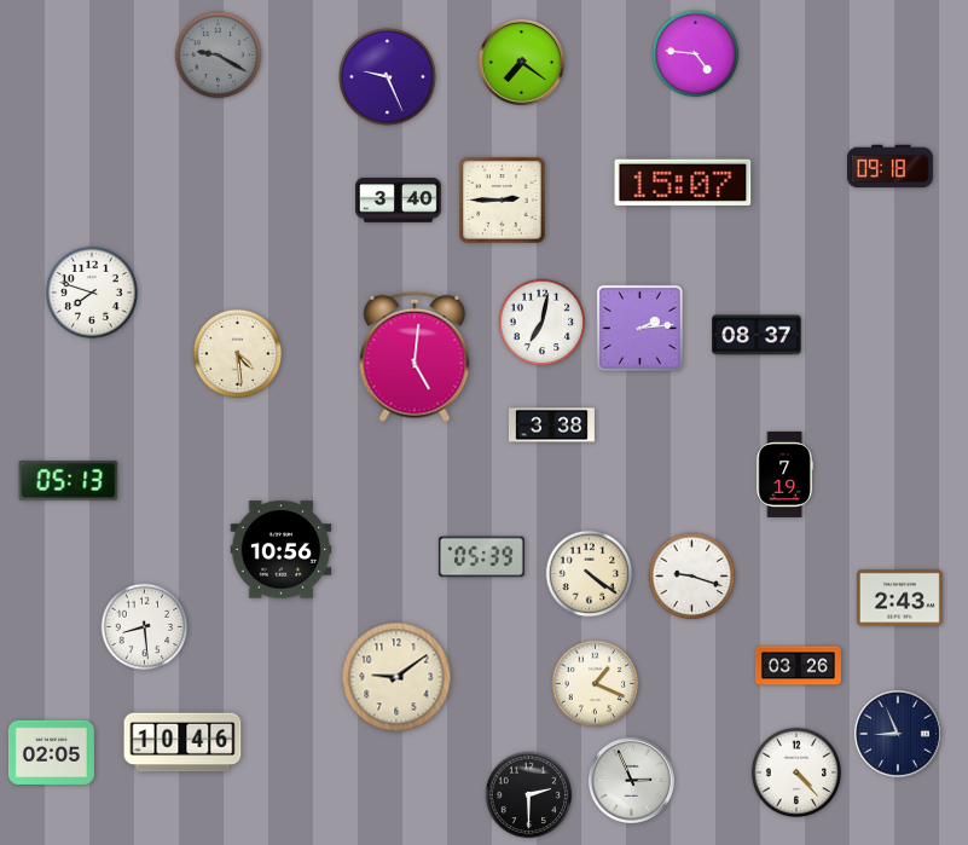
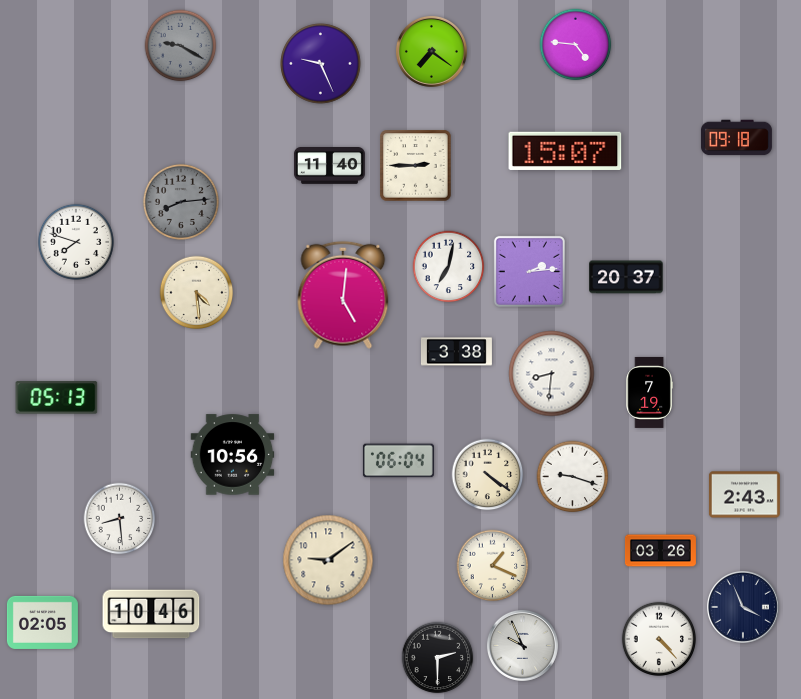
clock at (398, 201): 3:40 -> 11:40
clock at (181, 202): none -> 8:14
clock at (757, 335): 08:37 -> 20:37
clock at (552, 374): none -> 8:31
clock at (481, 557): 05:39 -> 06:04
clock at (898, 734): 8:56 -> 3:56
clock at (631, 780): 2:56 -> 9:56
